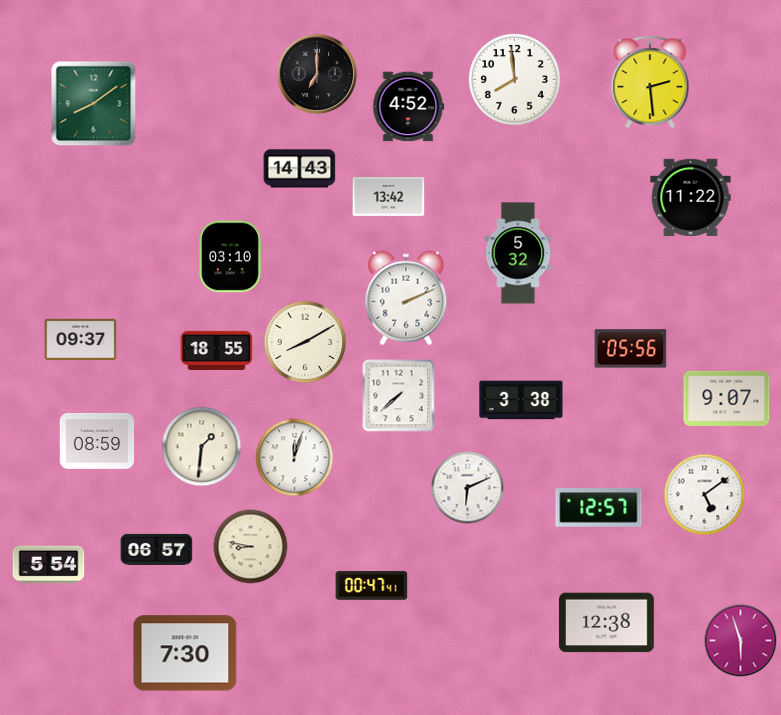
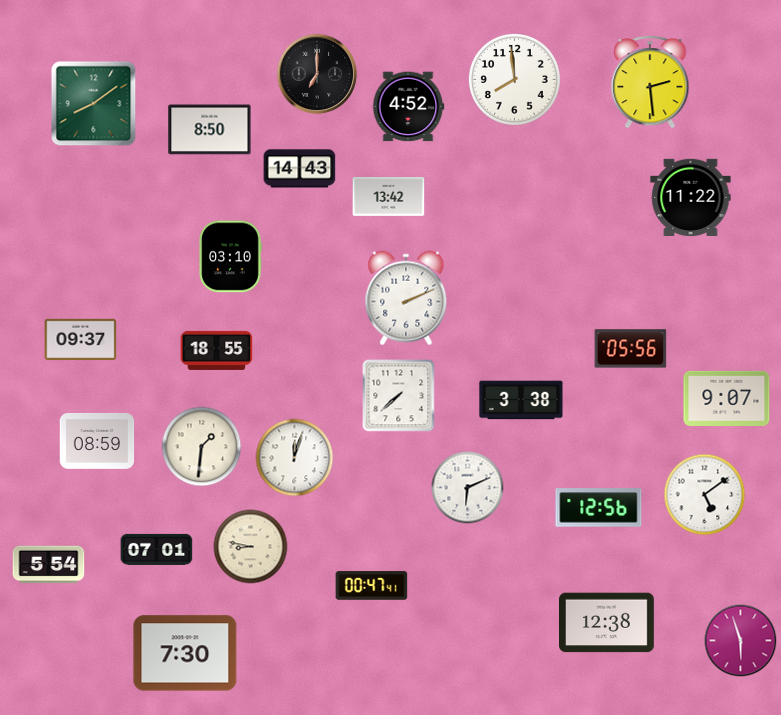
clock at (210, 130): none -> 8:50
clock at (518, 253): 5:32 -> none
clock at (305, 342): 8:10 -> none
clock at (599, 508): 12:57 -> 12:56
clock at (157, 549): 06:57 -> 07:01
